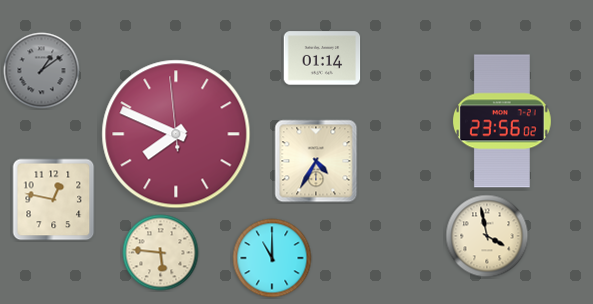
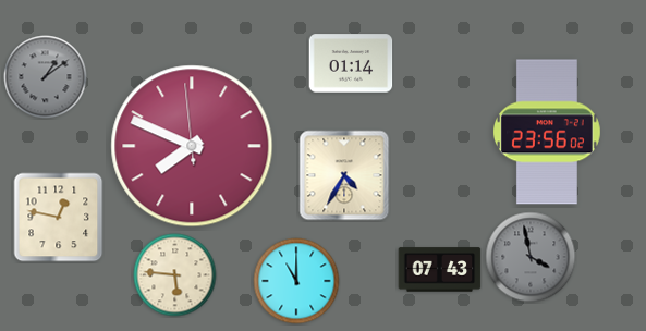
clock at (487, 236) dial: cream -> grey
clock at (440, 270): none -> 07:43
